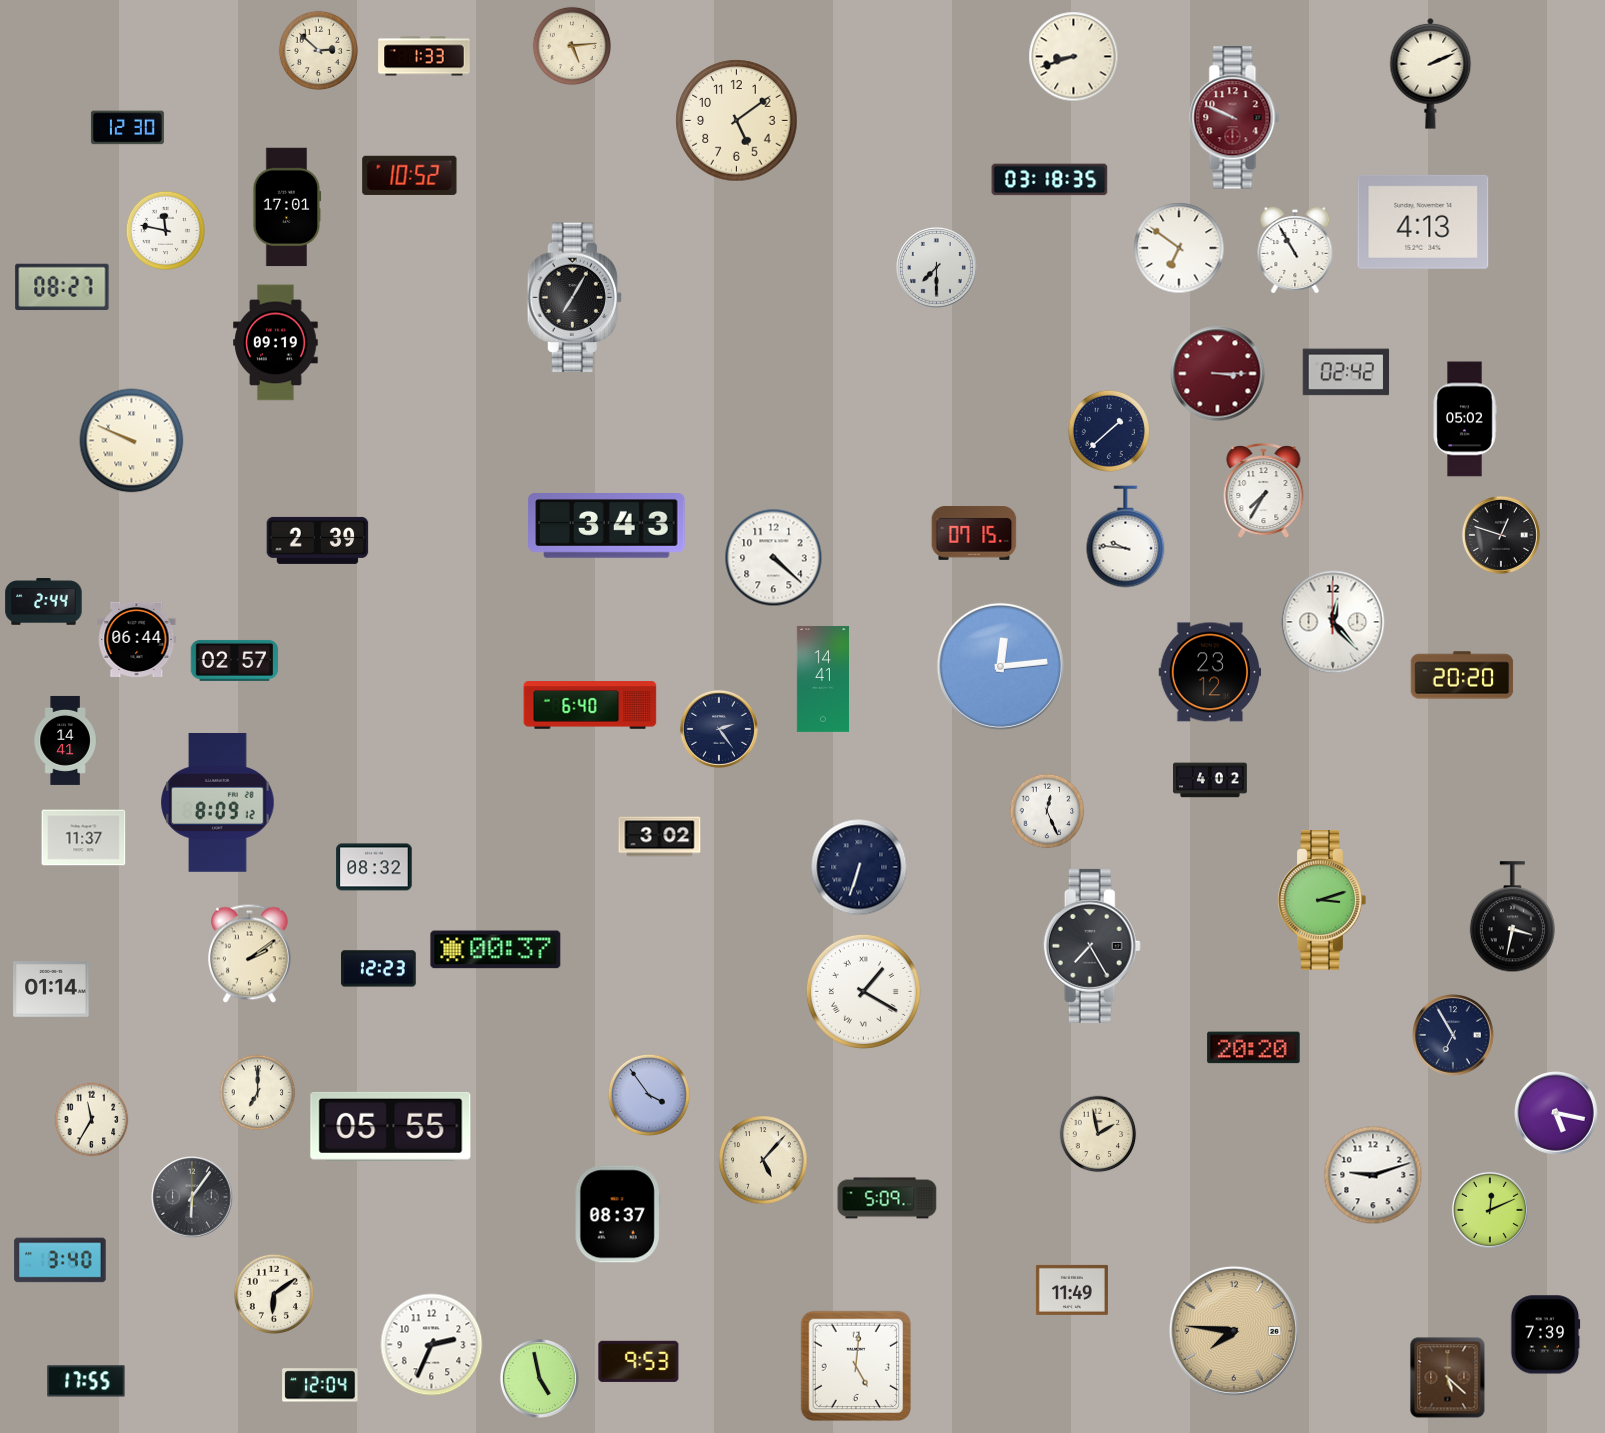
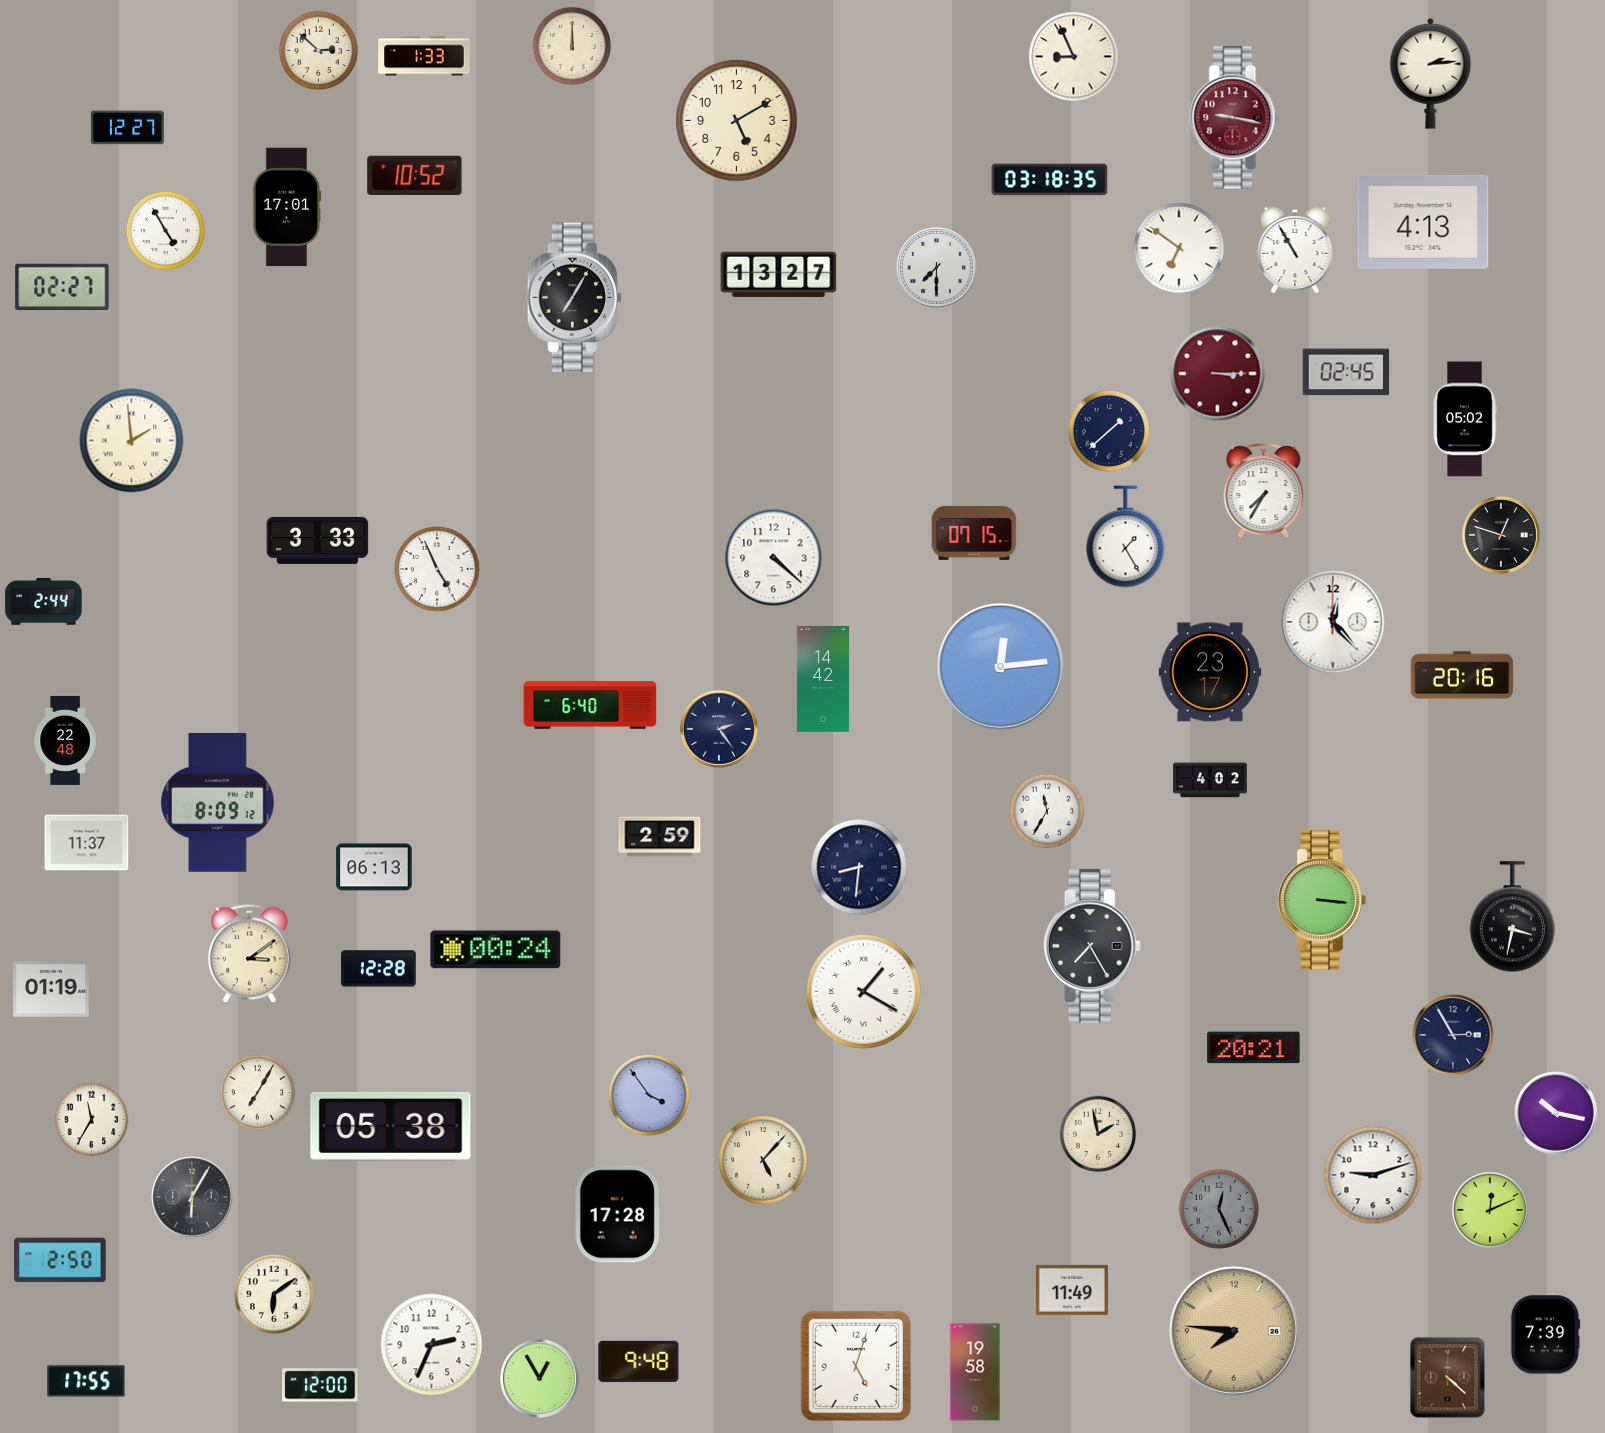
clock at (572, 46): 5:14 -> 12:00
clock at (1074, 57): 8:42 -> 8:56
clock at (1431, 73): 2:11 -> 2:14
clock at (1235, 118): 9:49 -> 9:17
clock at (737, 121): 5:09 -> 5:10
clock at (127, 128): 12:30 -> 12:27
clock at (410, 175) position: (410, 175) -> (415, 175)
clock at (165, 230): 11:47 -> 4:55
clock at (779, 275): none -> 13:27
clock at (62, 287): 08:27 -> 02:27
clock at (276, 343): 09:19 -> none
clock at (1346, 372): 02:42 -> 02:45
clock at (132, 441): 9:49 -> 1:59
clock at (607, 526): 3:43 -> none
clock at (1126, 537): 9:46 -> 1:25
clock at (318, 540): 2:39 -> 3:33
clock at (437, 569): none -> 4:56
clock at (137, 639): 06:44 -> none
clock at (234, 660): 02:57 -> none
clock at (1210, 672): 23:12 -> 23:17
clock at (1462, 675): 20:20 -> 20:16
clock at (822, 679): 14:41 -> 14:42
clock at (65, 740): 14:41 -> 22:48
clock at (1047, 811): 12:26 -> 11:35
clock at (660, 837): 3:02 -> 2:59
clock at (84, 838) position: (84, 838) -> (87, 843)
clock at (374, 867): 08:32 -> 06:13
clock at (859, 867): 6:33 -> 8:31
clock at (1322, 900): 3:12 -> 3:16
clock at (496, 950): 00:37 -> 00:24
clock at (250, 954): 2:09 -> 3:09
clock at (379, 969): 12:23 -> 12:28
clock at (51, 990): 01:14 -> 01:19
clock at (1454, 1036): 6:55 -> 2:55
clock at (1254, 1048): 20:20 -> 20:21
clock at (258, 1093): 7:00 -> 7:05
clock at (1556, 1113): 5:17 -> 10:17
clock at (391, 1126): 05:55 -> 05:38
clock at (193, 1198): 6:06 -> 6:05
clock at (887, 1198): 5:09 -> none
clock at (1219, 1209): none -> 12:26
clock at (618, 1214): 08:37 -> 17:28
clock at (60, 1260): 3:40 -> 2:50
clock at (639, 1361): 9:53 -> 9:48
clock at (855, 1365): 5:01 -> 5:03
clock at (975, 1372): none -> 19:58
clock at (539, 1378): 4:58 -> 12:55
clock at (1448, 1378): 5:22 -> 4:22
clock at (320, 1385): 12:04 -> 12:00
